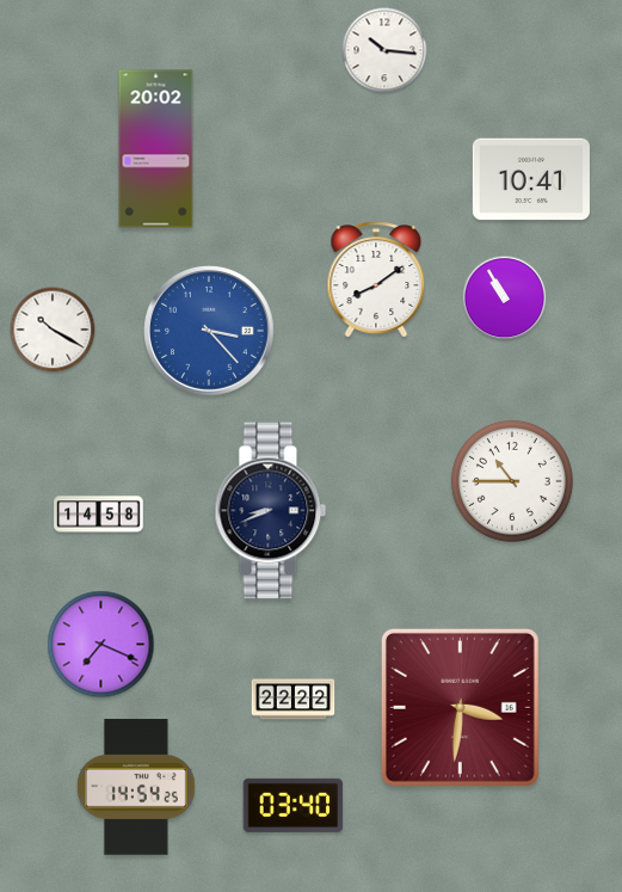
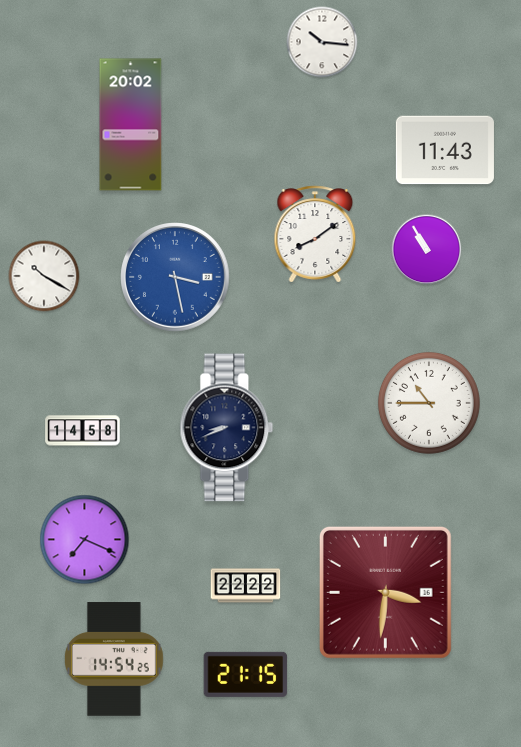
clock at (531, 179): 10:41 -> 11:43
clock at (505, 299) position: (505, 299) -> (427, 250)
clock at (209, 331): 3:23 -> 3:28
clock at (294, 805): 03:40 -> 21:15
